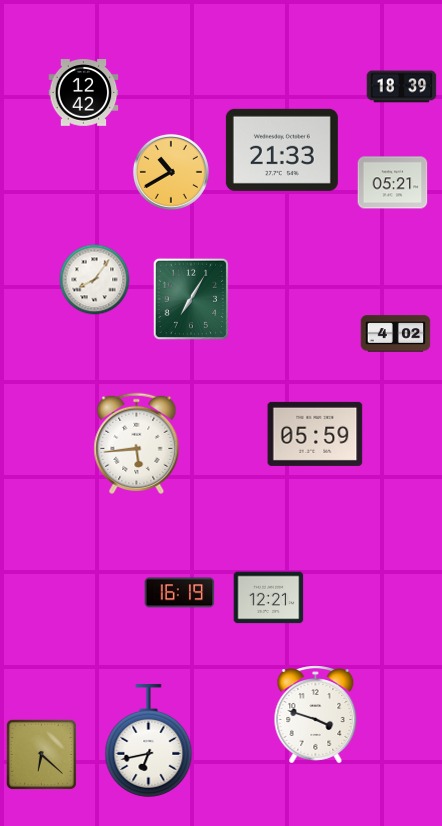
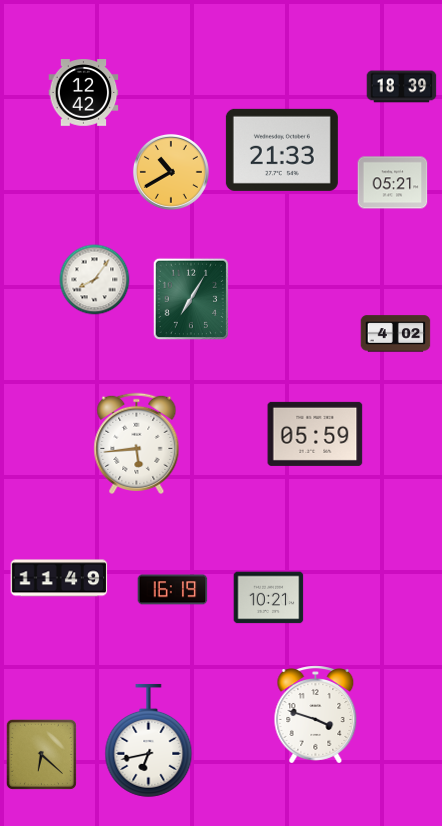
clock at (59, 578): none -> 11:49
clock at (180, 593) position: (180, 593) -> (173, 590)
clock at (269, 598): 12:21 -> 10:21
